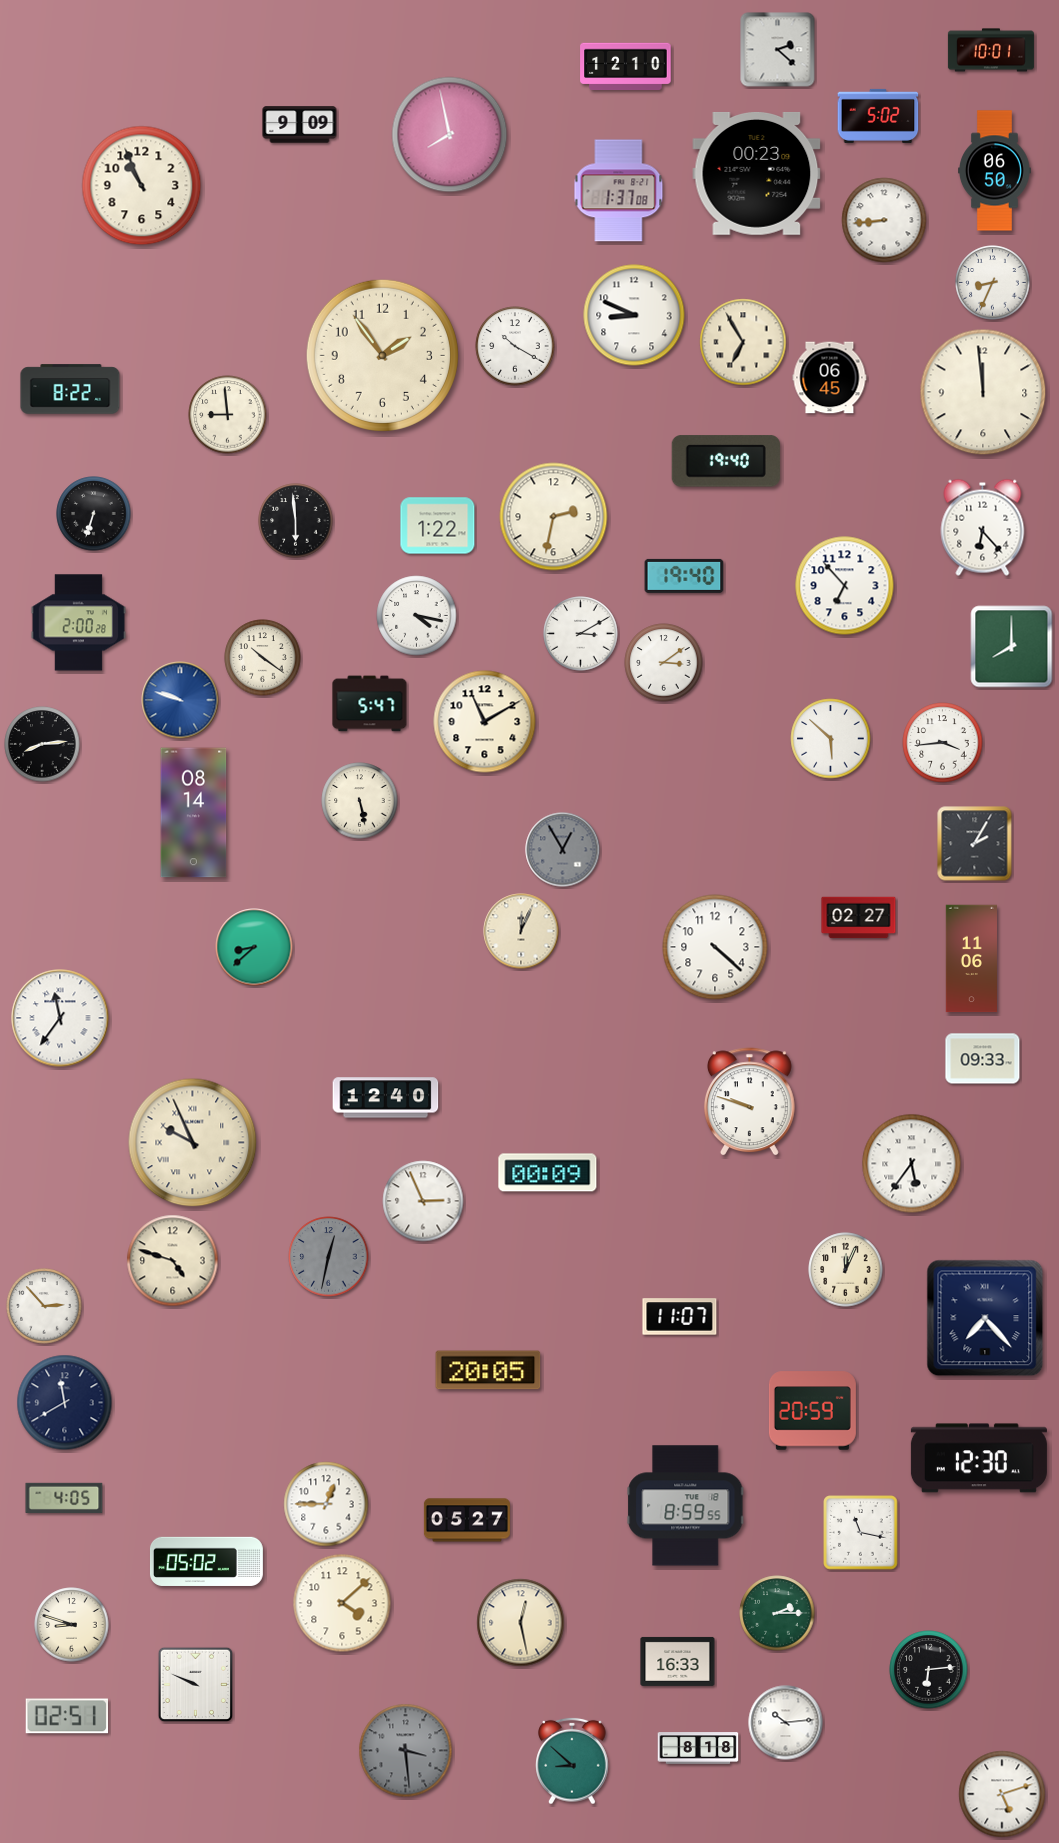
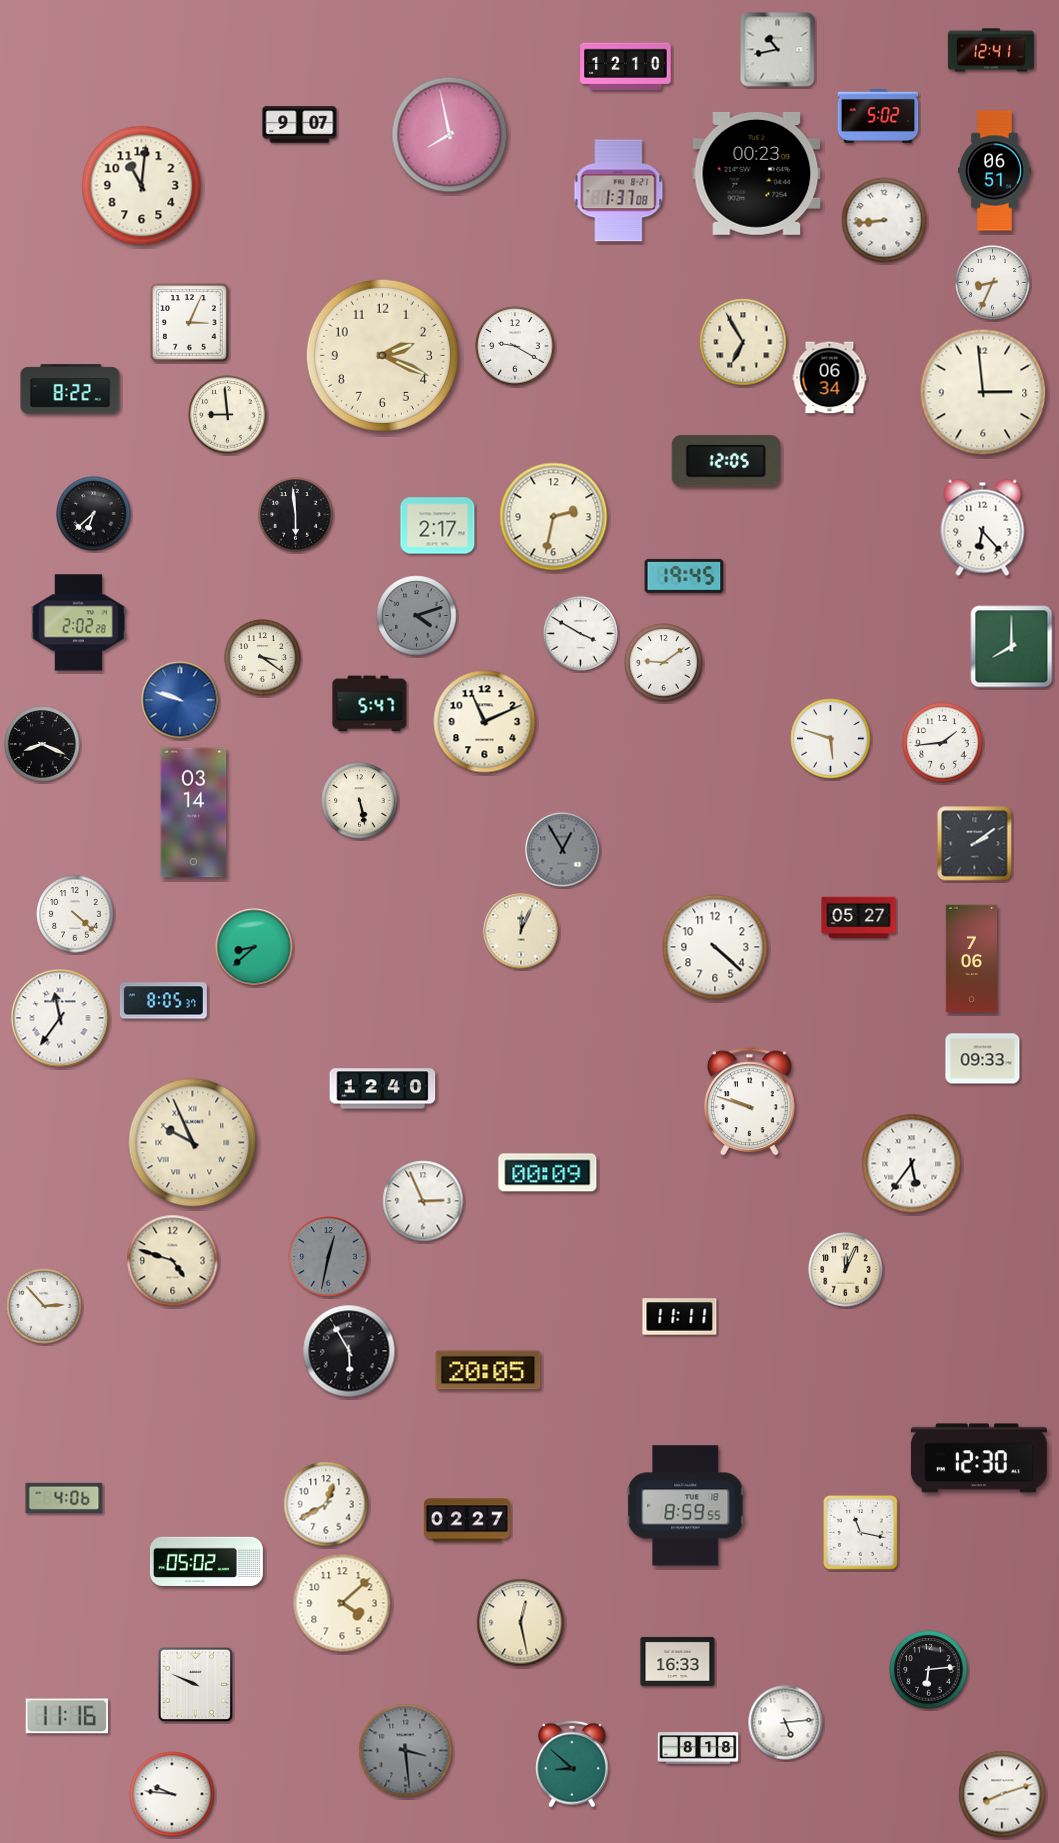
clock at (778, 50): 2:22 -> 10:43
clock at (991, 50): 10:01 -> 12:41
clock at (300, 125): 9:09 -> 9:07
clock at (995, 171): 06:50 -> 06:51
clock at (142, 186): 10:56 -> 11:01
clock at (634, 315): 8:49 -> none
clock at (190, 323): none -> 3:04
clock at (515, 346): 10:20 -> 9:20
clock at (382, 355): 1:54 -> 2:19
clock at (830, 378): 06:45 -> 06:34
clock at (983, 392): 11:59 -> 2:59
clock at (726, 461): 19:40 -> 12:05
clock at (94, 514): 6:33 -> 6:38
clock at (296, 521) position: (296, 521) -> (296, 515)
clock at (438, 526): 1:22 -> 2:17
clock at (684, 576): 19:40 -> 19:45
clock at (845, 586): 6:53 -> none
clock at (417, 616): 4:17 -> 4:12
clock at (417, 616) dial: white -> grey
clock at (78, 623): 2:00 -> 2:02
clock at (581, 634): 3:10 -> 3:50
clock at (263, 658): 10:21 -> 3:21
clock at (664, 663): 3:09 -> 9:09
clock at (485, 722): 11:10 -> 11:11
clock at (831, 739): 5:52 -> 5:48
clock at (943, 743): 3:44 -> 1:44
clock at (42, 744): 8:14 -> 8:19
clock at (194, 813): 08:14 -> 03:14
clock at (975, 844): 2:05 -> 2:09
clock at (75, 914): none -> 4:22
clock at (859, 918): 02:27 -> 05:27
clock at (971, 959): 11:06 -> 7:06
clock at (163, 1001): none -> 8:05
clock at (386, 1098) position: (386, 1098) -> (383, 1089)
clock at (680, 1317): 11:07 -> 11:11
clock at (985, 1318): 7:23 -> none
clock at (349, 1351): none -> 5:55
clock at (65, 1403): 11:40 -> none
clock at (812, 1411): 20:59 -> none
clock at (64, 1498): 4:05 -> 4:06
clock at (326, 1504): 12:45 -> 12:40
clock at (467, 1520): 05:27 -> 02:27
clock at (777, 1613): 2:15 -> none
clock at (72, 1625): 8:48 -> none
clock at (67, 1716): 02:51 -> 11:16
clock at (786, 1723): 10:14 -> 5:14
clock at (572, 1761) position: (572, 1761) -> (572, 1764)
clock at (172, 1794): none -> 9:46
clock at (1002, 1794): 5:12 -> 8:12
